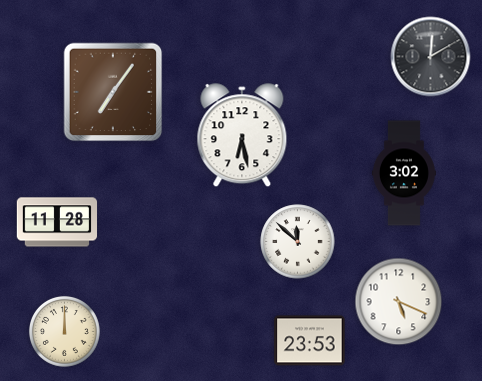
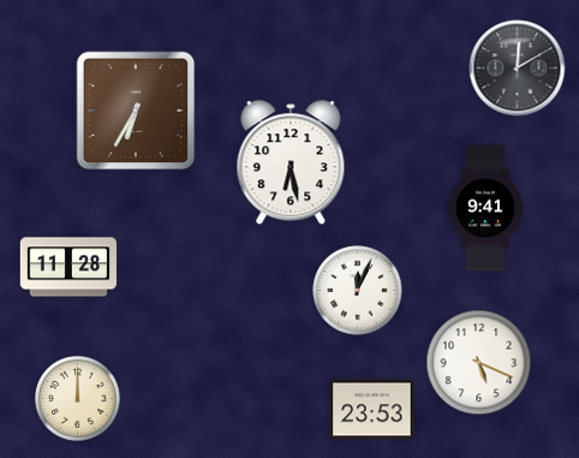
clock at (113, 92): 7:06 -> 6:35
clock at (404, 173): 3:02 -> 9:41
clock at (298, 242): 11:52 -> 12:04
